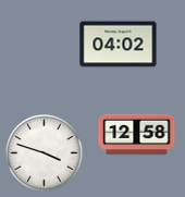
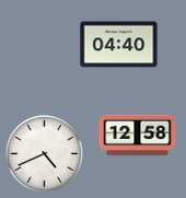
clock at (119, 45): 04:02 -> 04:40
clock at (45, 153): 3:48 -> 4:41
